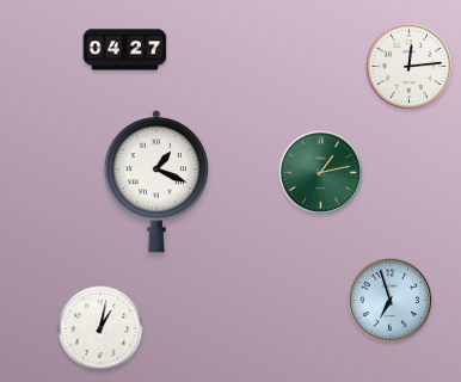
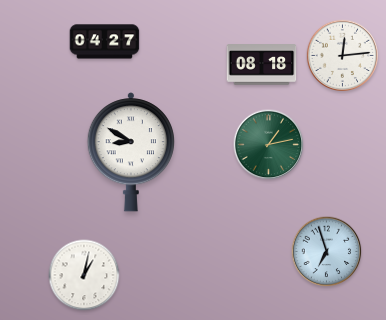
clock at (262, 65): none -> 08:18
clock at (155, 181): 1:19 -> 8:50
